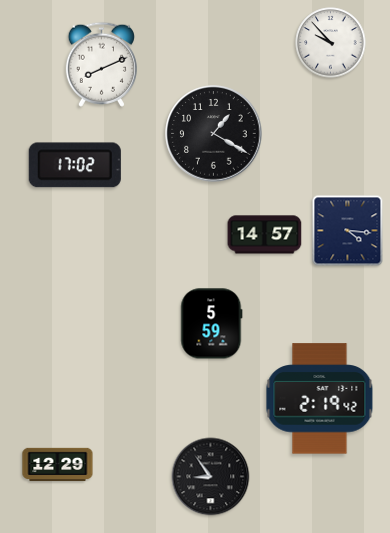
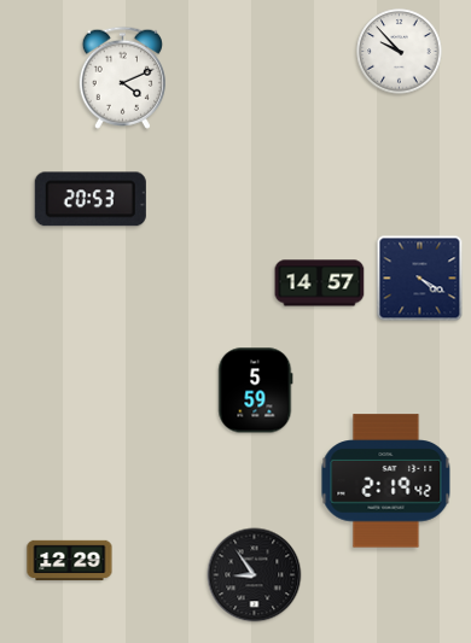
clock at (101, 64): 8:11 -> 4:11
clock at (214, 134): 1:20 -> none
clock at (75, 165): 17:02 -> 20:53
clock at (348, 231): 4:16 -> 4:20
